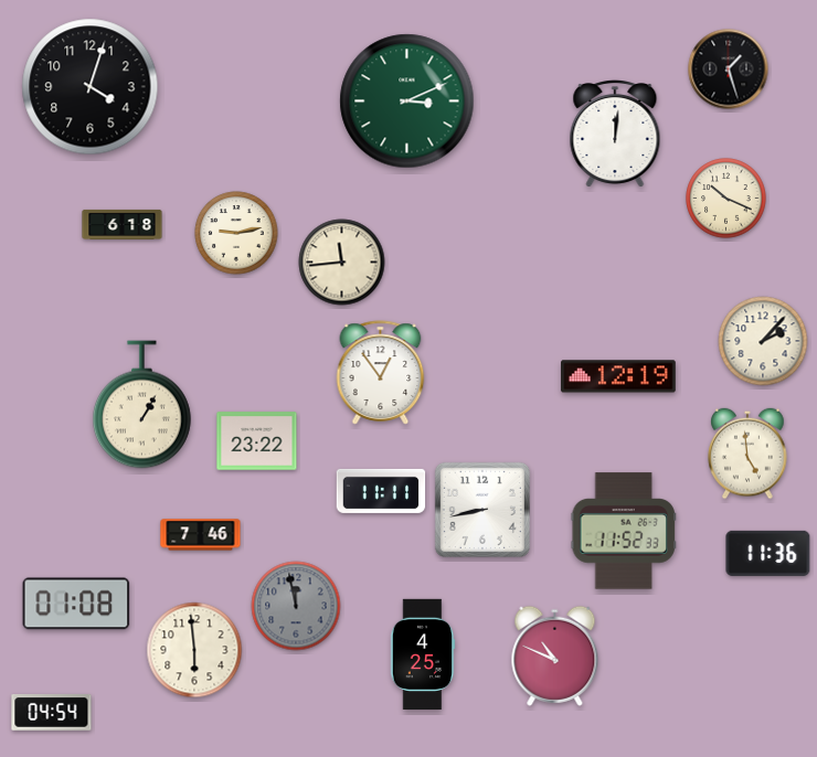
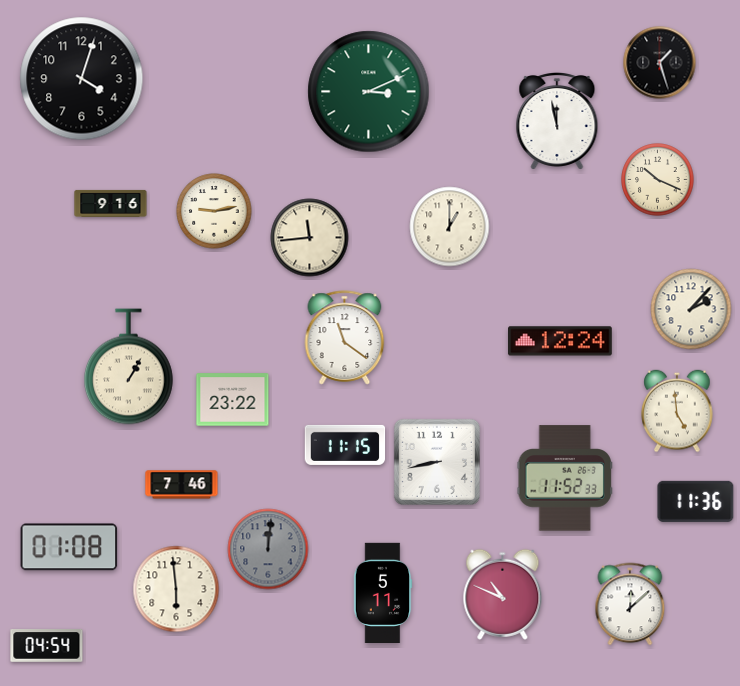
clock at (615, 135): 12:01 -> 11:58
clock at (123, 224): 6:18 -> 9:16
clock at (450, 227): none -> 1:00
clock at (381, 373): 12:54 -> 11:21
clock at (619, 376): 12:19 -> 12:24
clock at (381, 491): 11:11 -> 11:15
clock at (624, 531) position: (624, 531) -> (565, 478)
clock at (296, 606): 11:58 -> 12:01
clock at (423, 653): 4:25 -> 5:11
clock at (630, 604): none -> 12:08
